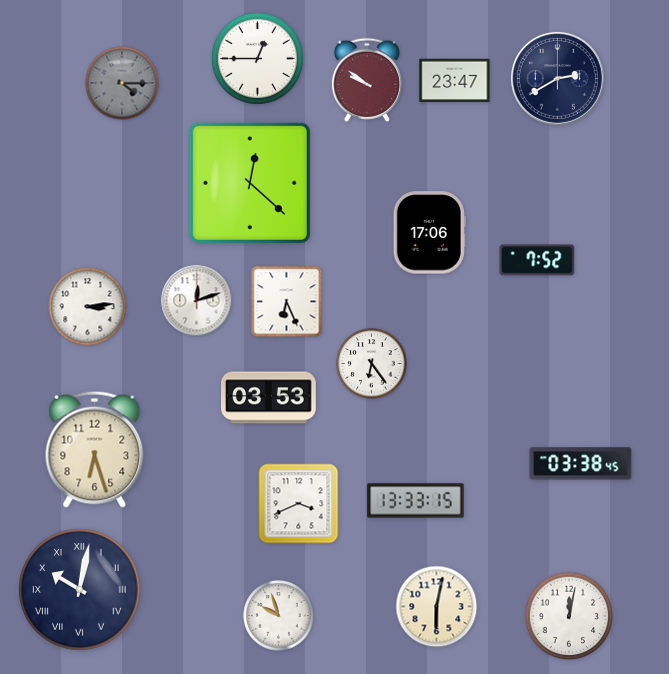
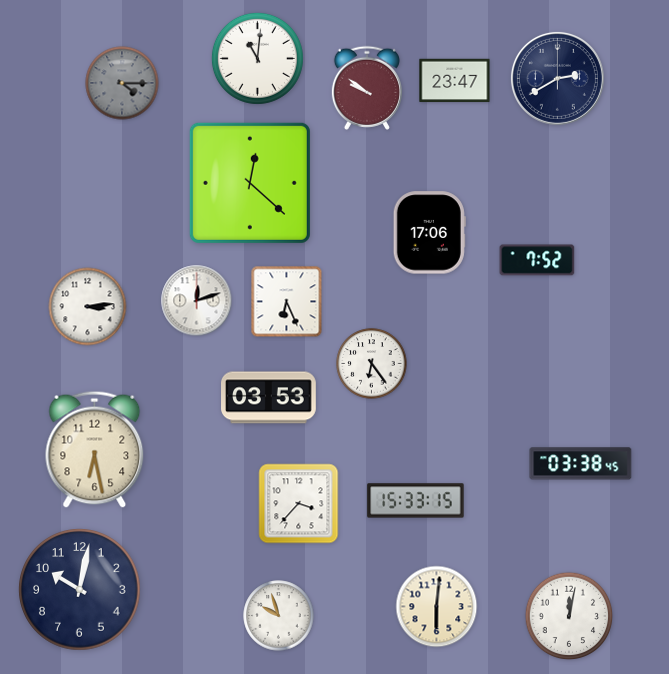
clock at (257, 58): 12:45 -> 11:01
clock at (367, 80) position: (367, 80) -> (367, 88)
clock at (95, 449): 6:27 -> 6:28
clock at (416, 501): 13:33 -> 15:33
clock at (299, 504): 3:41 -> 3:37
clock at (80, 590) numerals: Roman -> Arabic
clock at (437, 607): 6:02 -> 6:01
